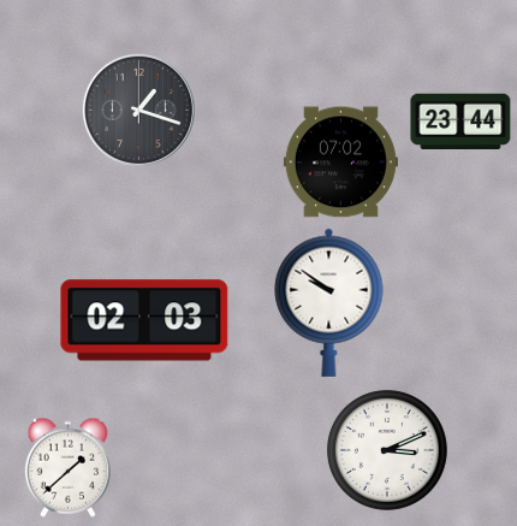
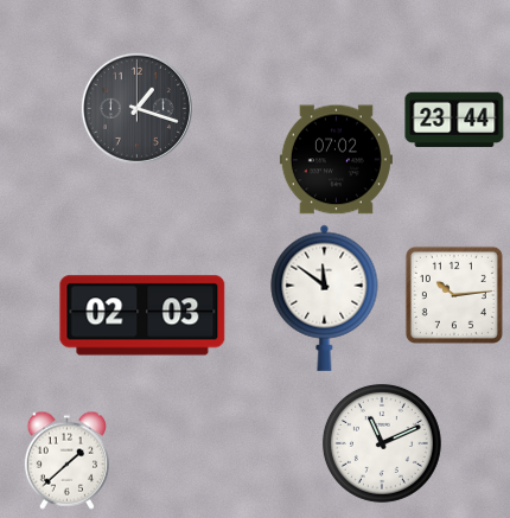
clock at (454, 295): none -> 10:14
clock at (329, 302): 9:51 -> 11:51
clock at (387, 450): 3:11 -> 11:11
